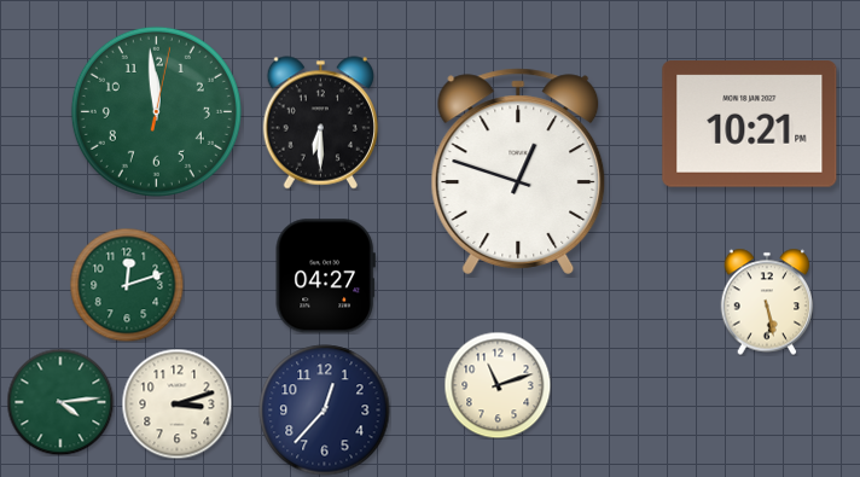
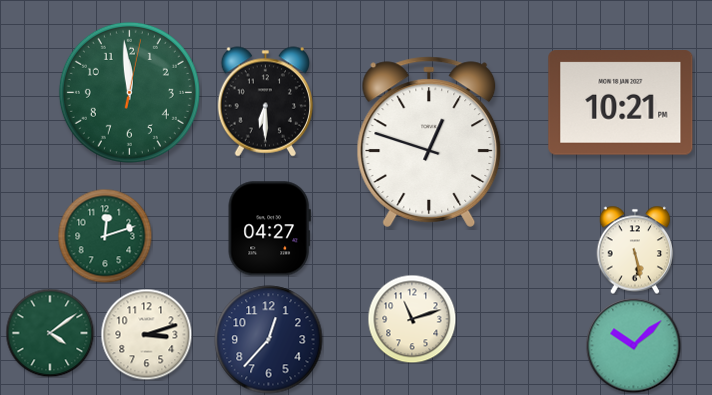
clock at (60, 402): 4:14 -> 4:09
clock at (633, 345): none -> 10:08
